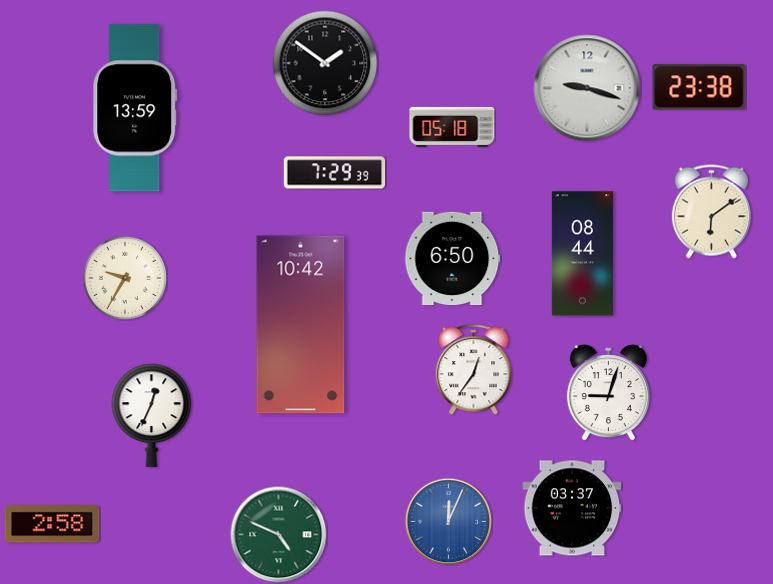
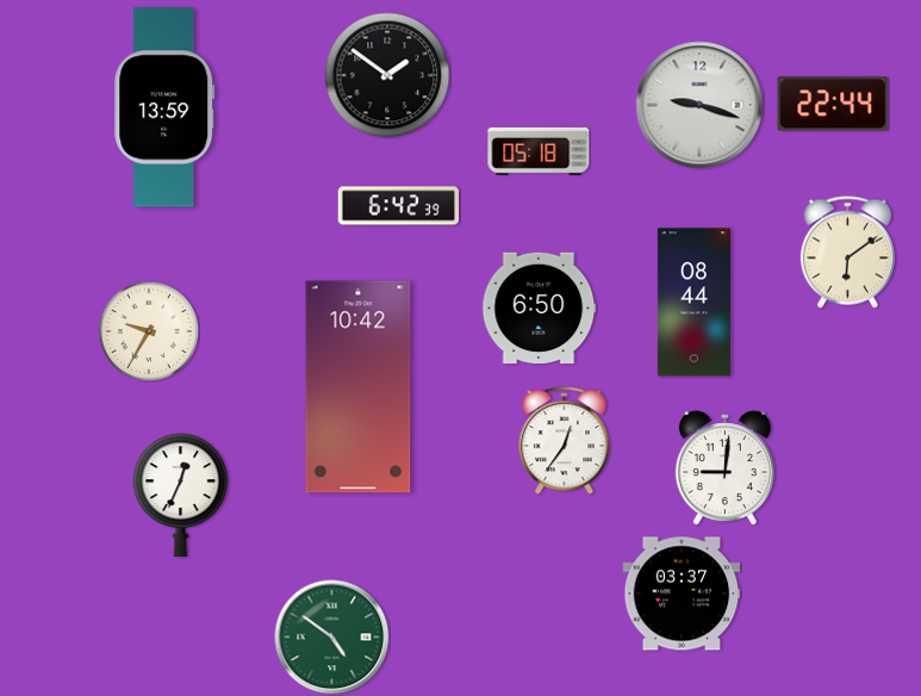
clock at (699, 87): 23:38 -> 22:44
clock at (135, 108) position: (135, 108) -> (164, 107)
clock at (335, 173): 7:29 -> 6:42
clock at (608, 393): 9:03 -> 9:01
clock at (572, 508) position: (572, 508) -> (682, 594)
clock at (448, 521): 12:04 -> none
clock at (52, 524): 2:58 -> none
clock at (279, 535): 4:49 -> 4:51
